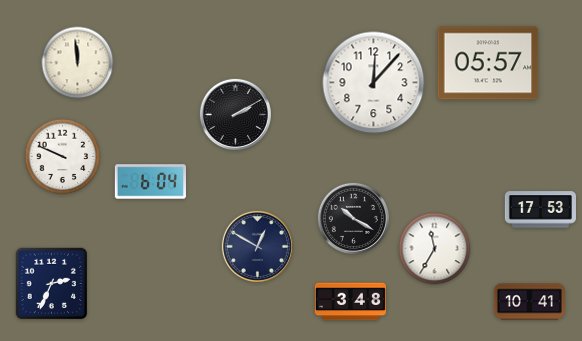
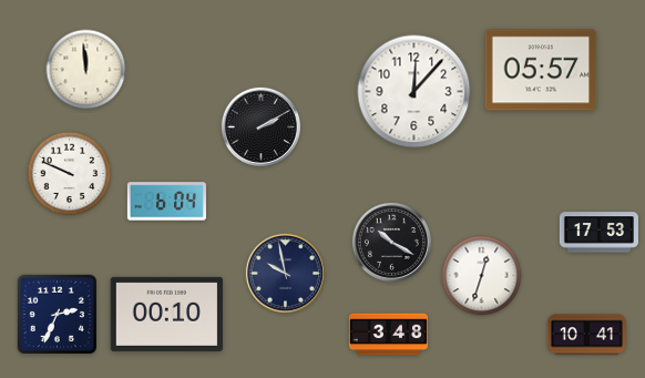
clock at (257, 246): 12:50 -> 9:58
clock at (435, 249): 11:35 -> 12:33
clock at (167, 314): none -> 00:10
